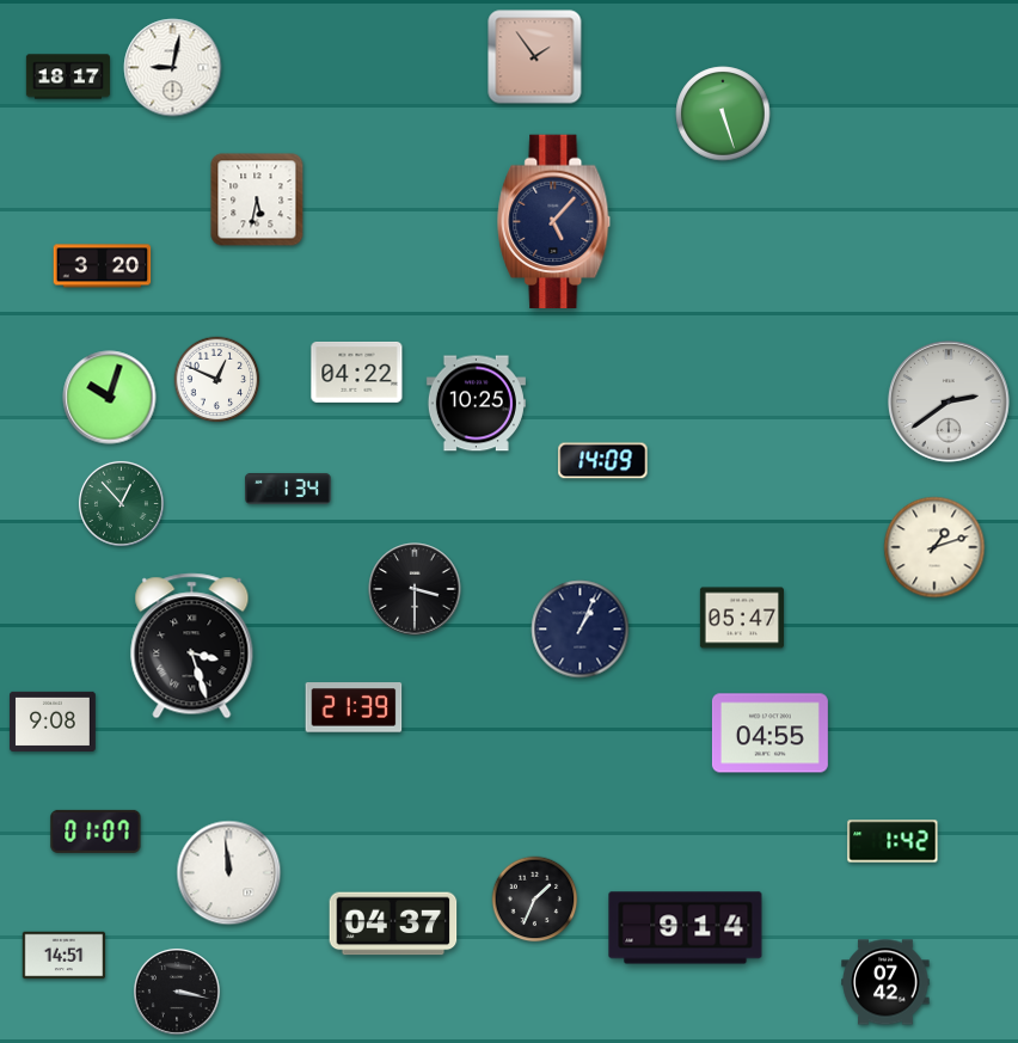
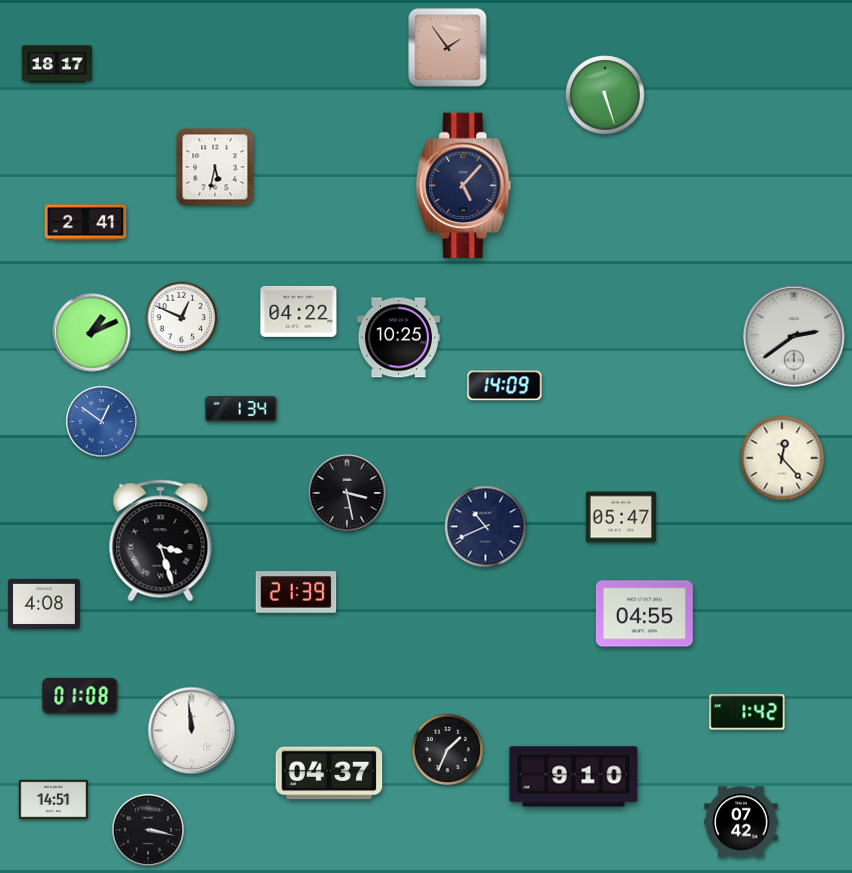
clock at (173, 68): 9:02 -> none
clock at (103, 266): 3:20 -> 2:41
clock at (110, 398): 10:03 -> 1:11
clock at (121, 503): 12:53 -> 12:51
clock at (121, 503) dial: green -> blue
clock at (934, 547): 1:12 -> 12:23
clock at (415, 589): 3:30 -> 3:28
clock at (581, 630): 1:04 -> 10:41
clock at (54, 722): 9:08 -> 4:08
clock at (96, 832): 01:07 -> 01:08
clock at (893, 841) position: (893, 841) -> (747, 712)
clock at (535, 900) position: (535, 900) -> (448, 750)
clock at (686, 928): 9:14 -> 9:10
